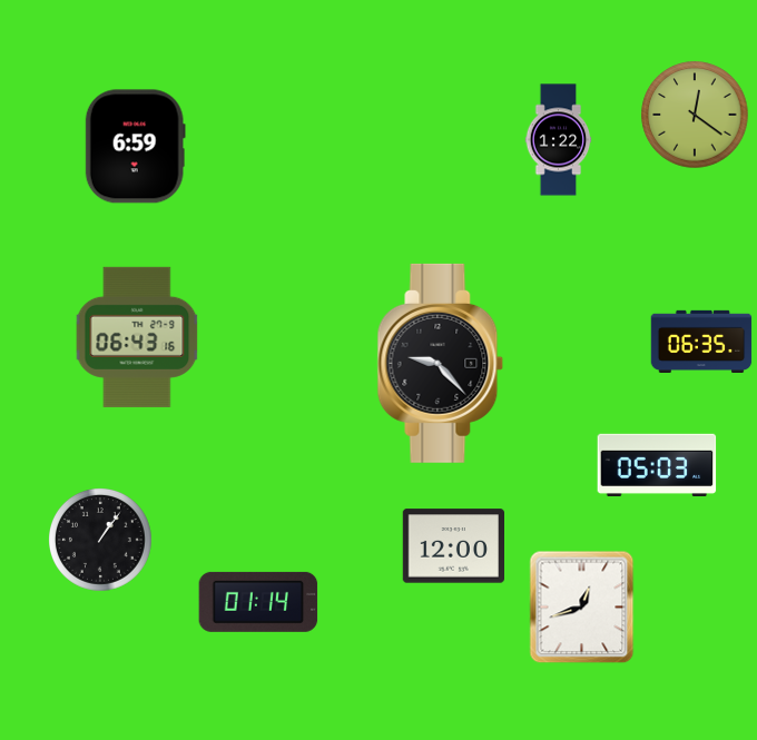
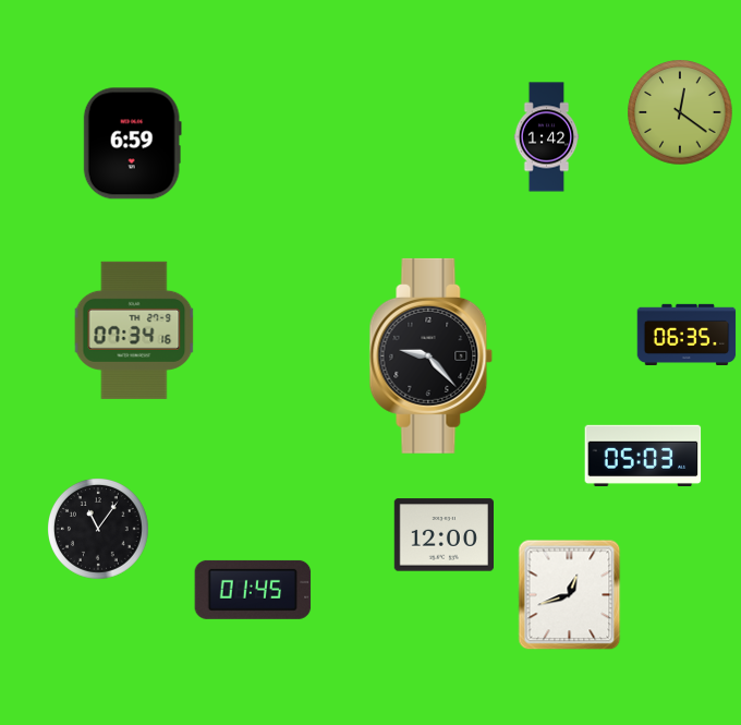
clock at (559, 140): 1:22 -> 1:42
clock at (137, 337): 06:43 -> 07:34
clock at (101, 541): 1:06 -> 11:06
clock at (258, 602): 01:14 -> 01:45
